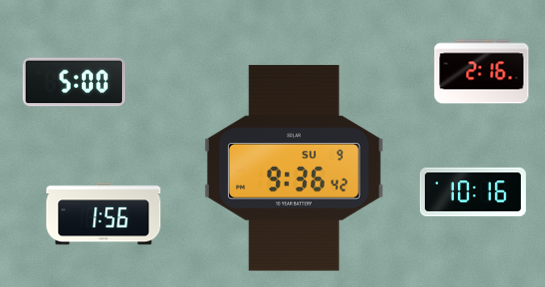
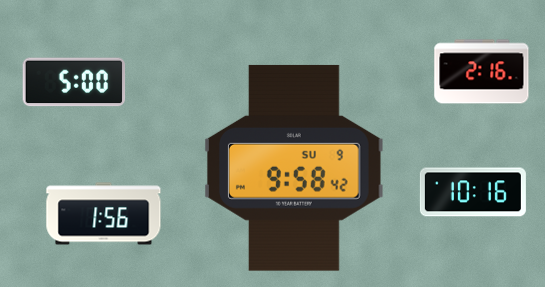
clock at (295, 168): 9:36 -> 9:58
